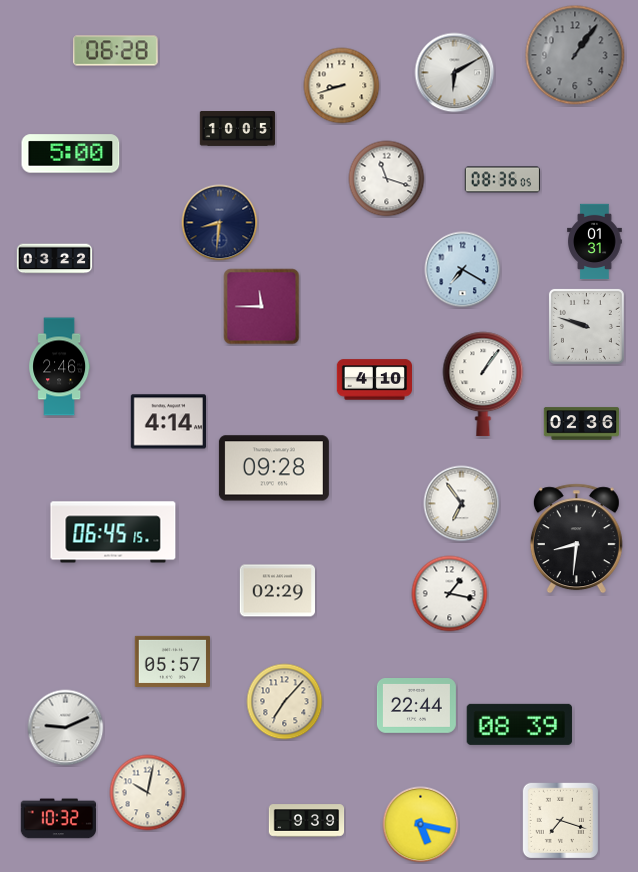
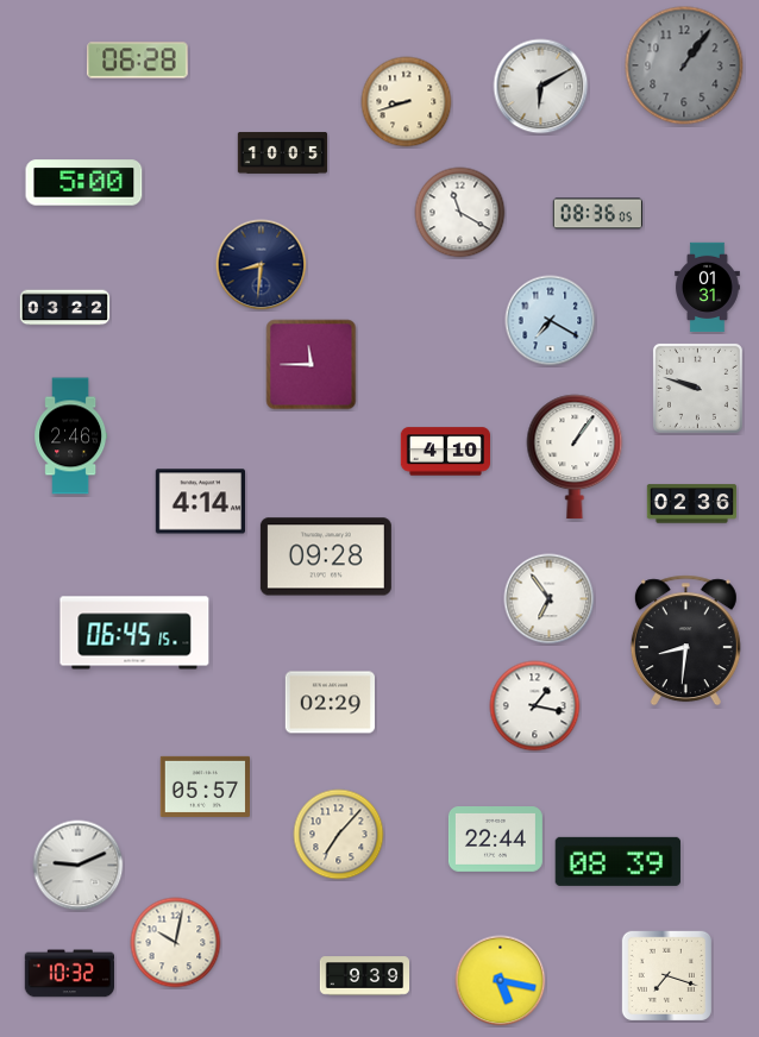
clock at (387, 179): 11:18 -> 11:20
